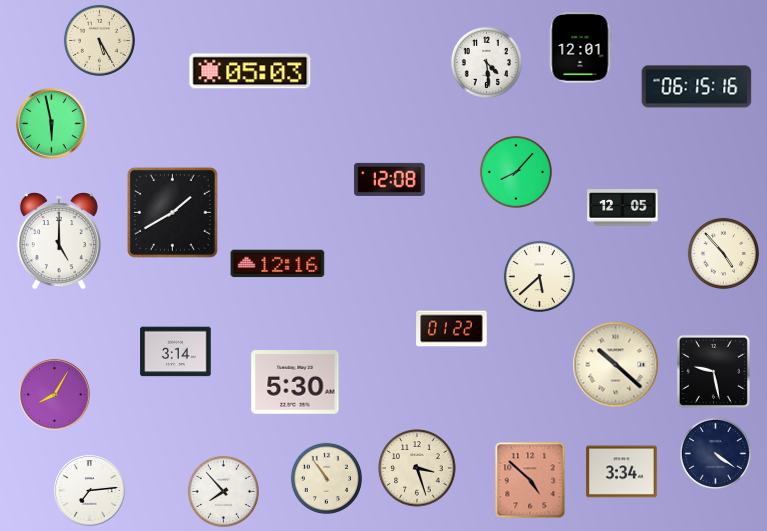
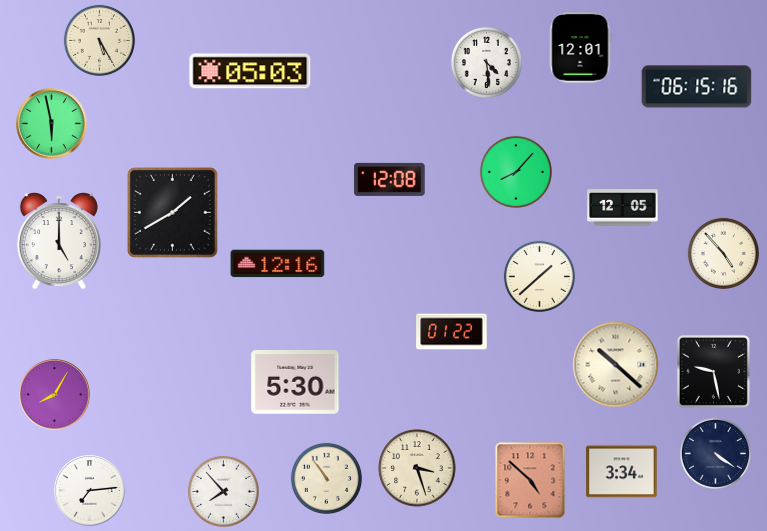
clock at (539, 276): 5:38 -> 1:38
clock at (452, 329) position: (452, 329) -> (452, 332)
clock at (176, 352): 3:14 -> none
